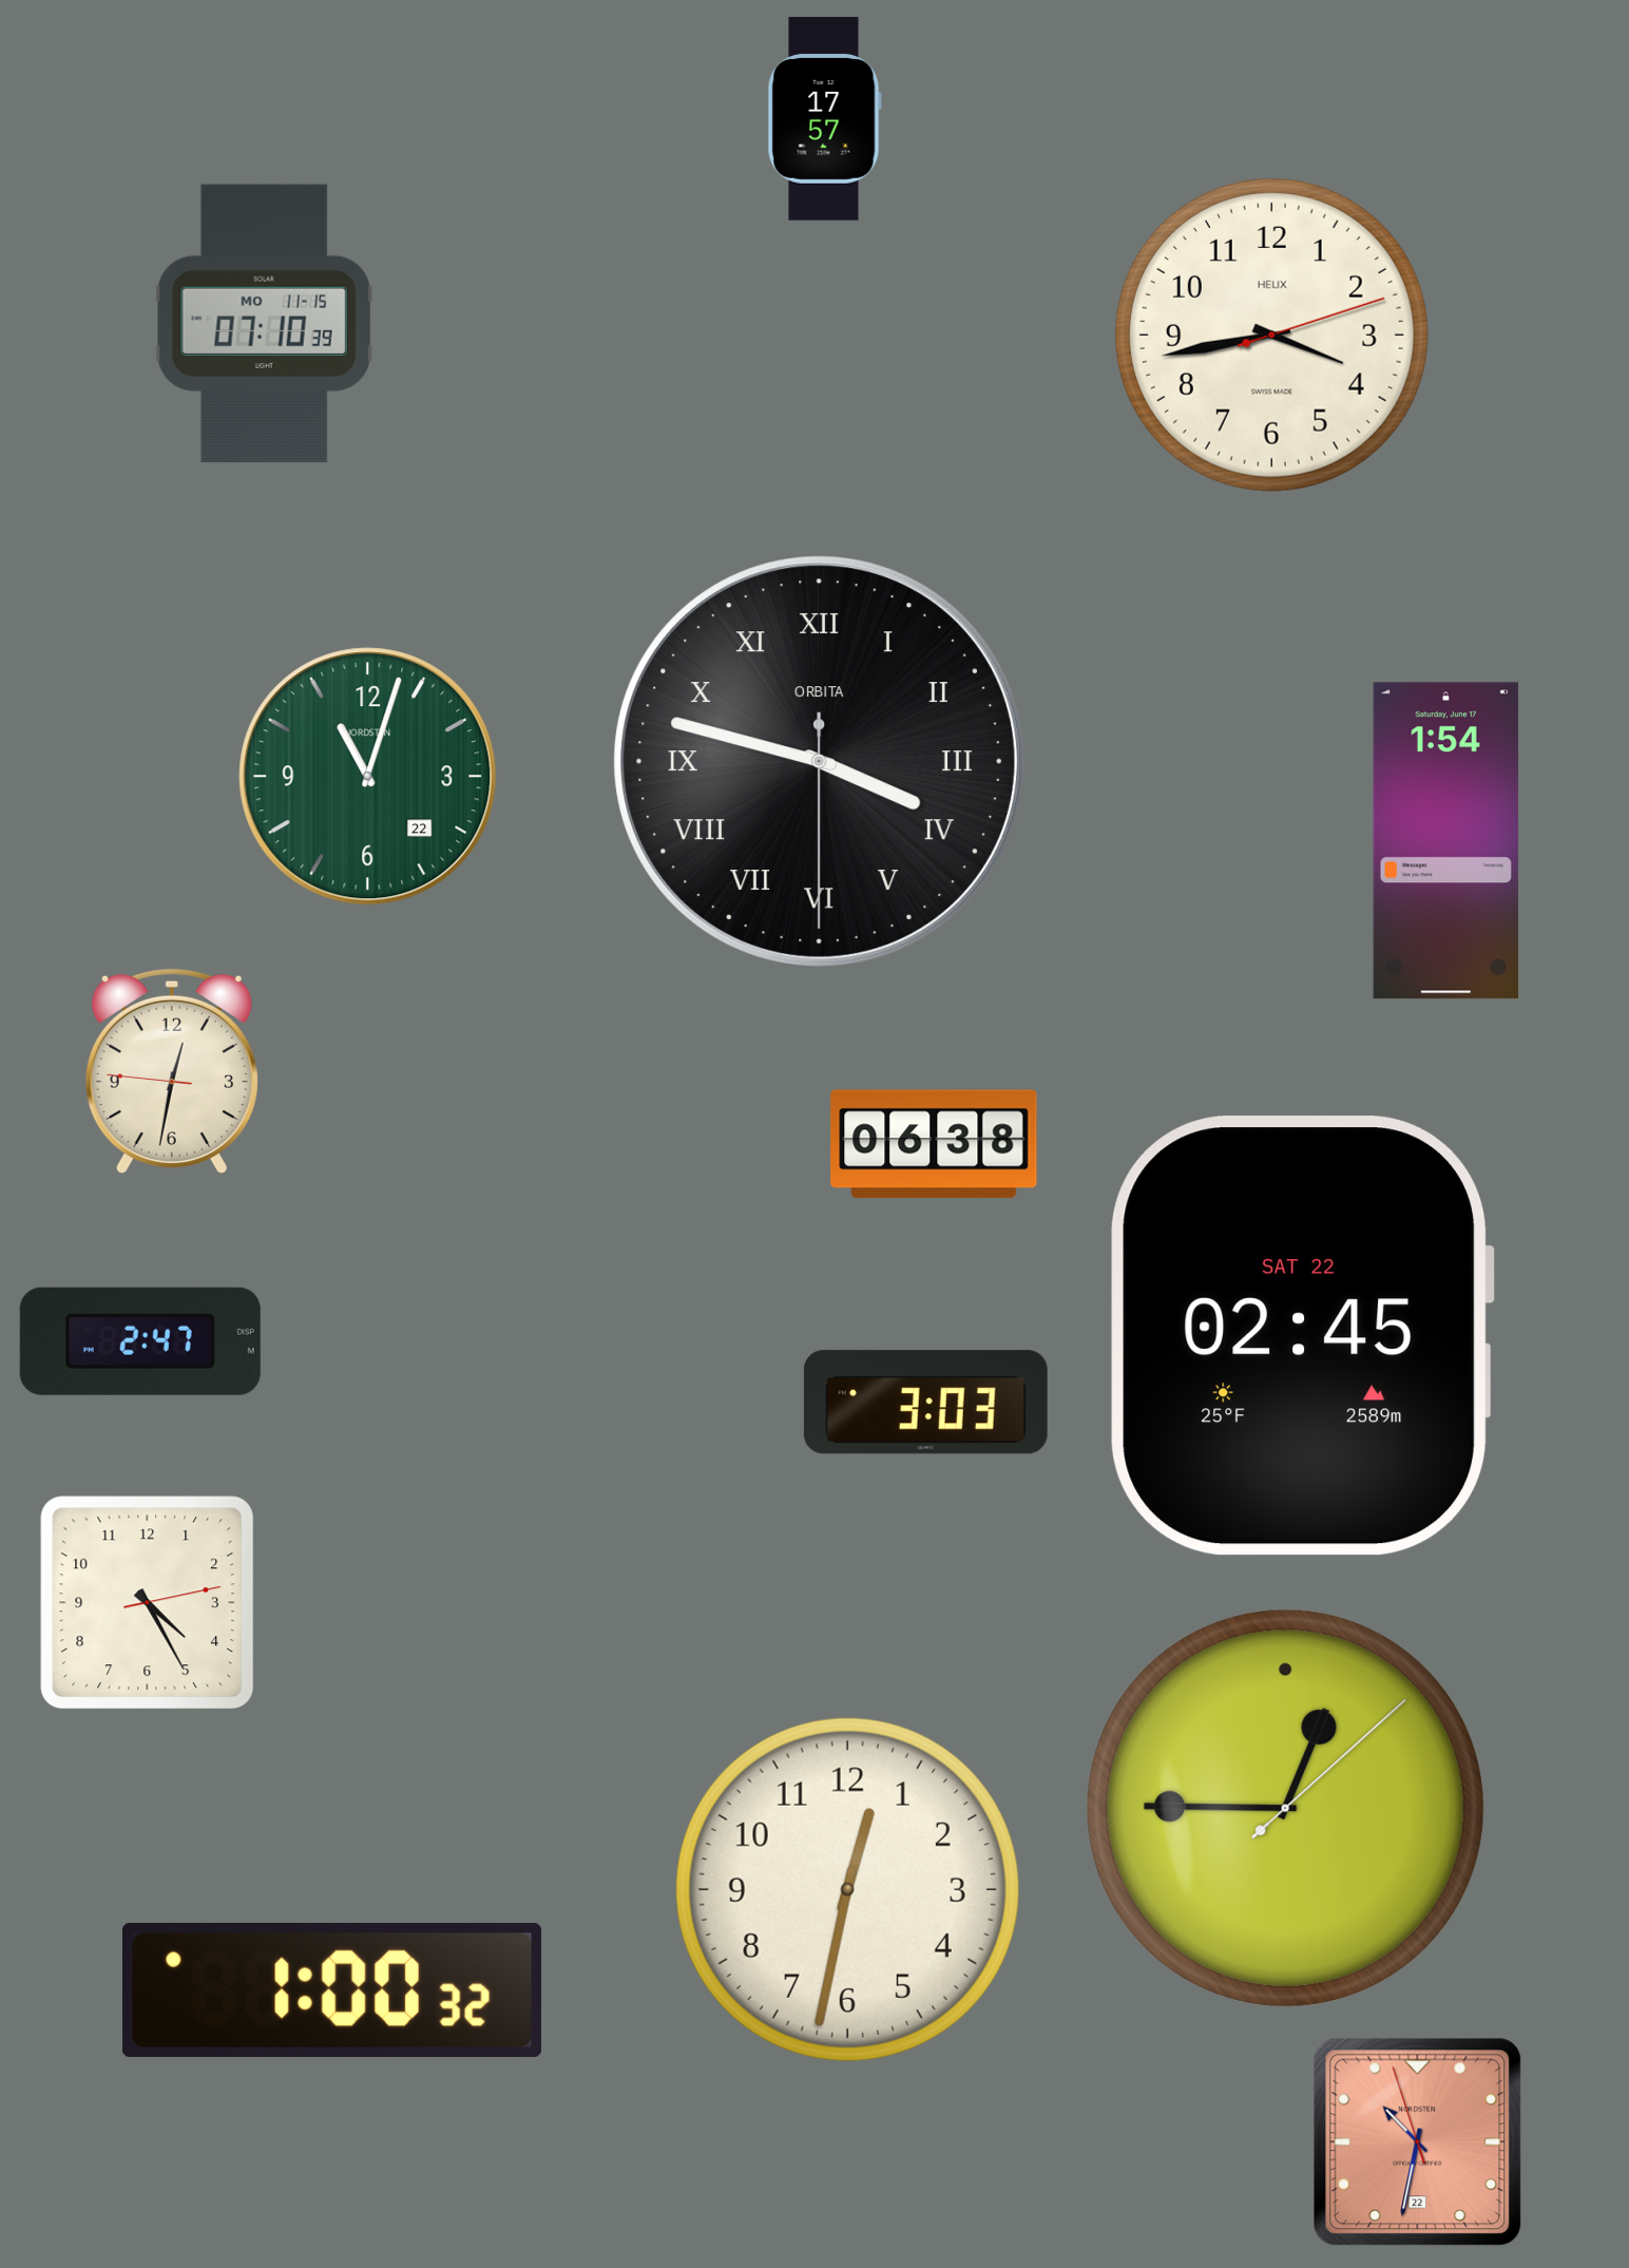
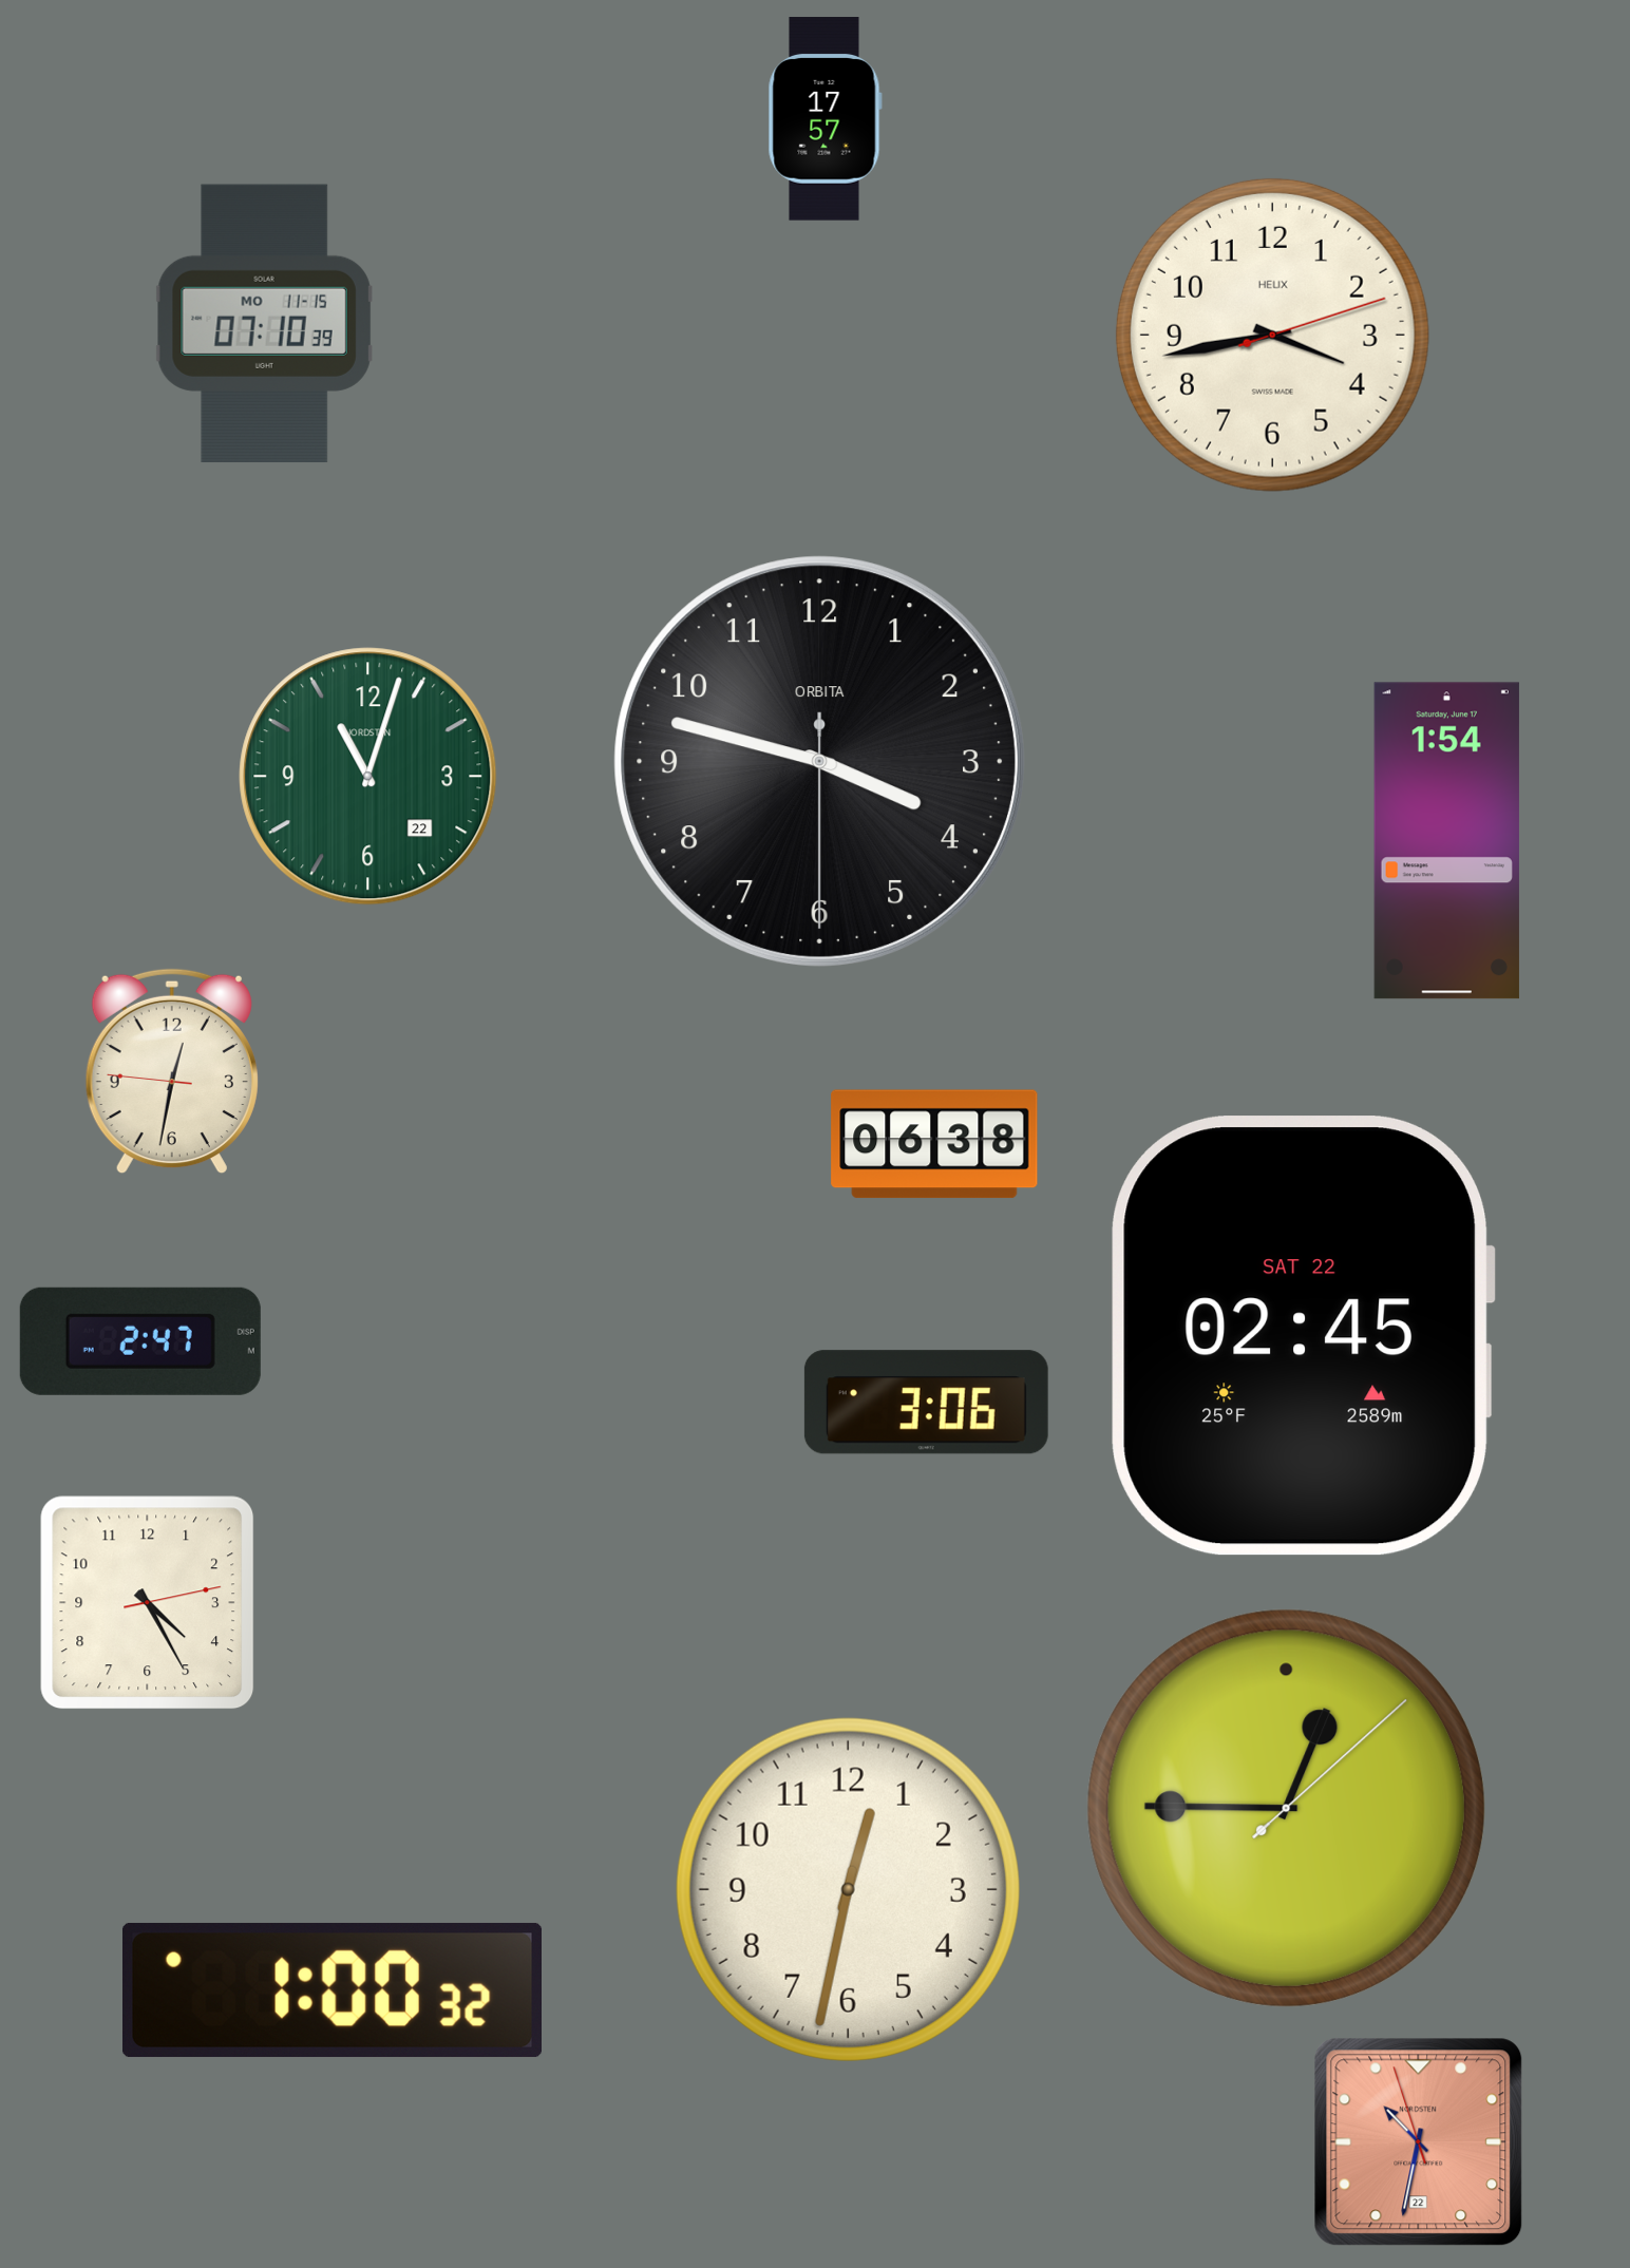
clock at (819, 761) numerals: Roman -> Arabic
clock at (925, 1403): 3:03 -> 3:06
